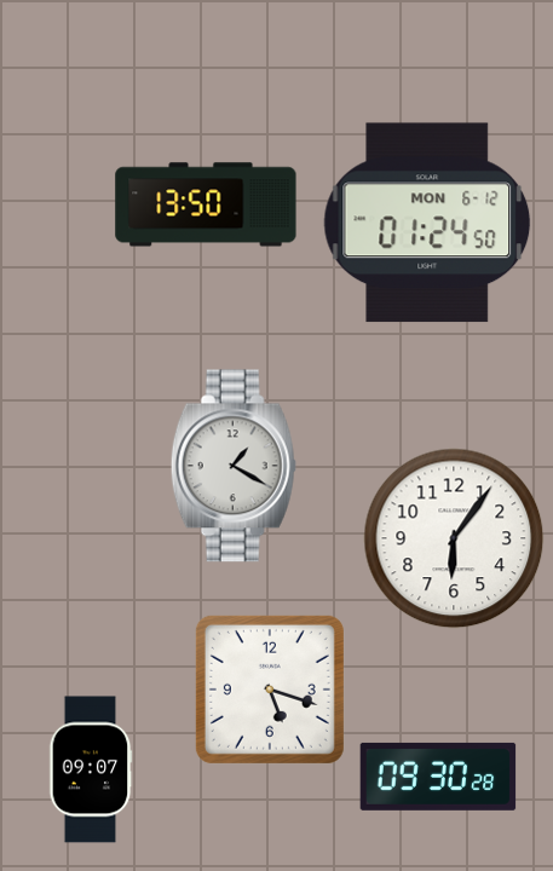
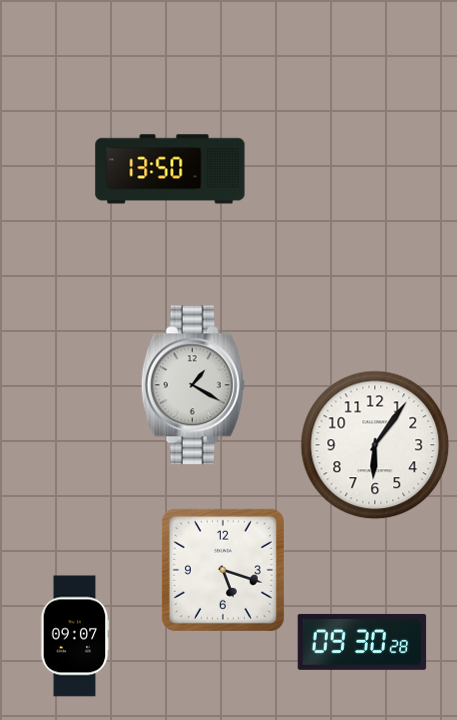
clock at (427, 223): 01:24 -> none
